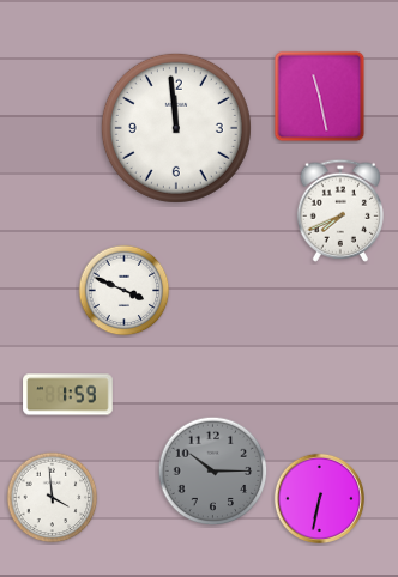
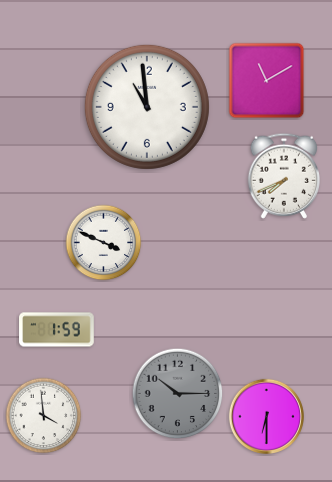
clock at (320, 97): 11:28 -> 11:10
clock at (176, 128): 11:59 -> 10:59
clock at (319, 498): 6:32 -> 6:30
